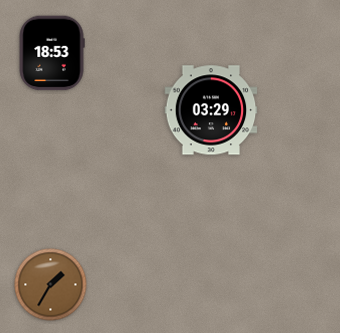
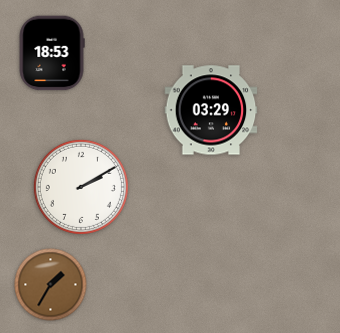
clock at (81, 187): none -> 2:10
